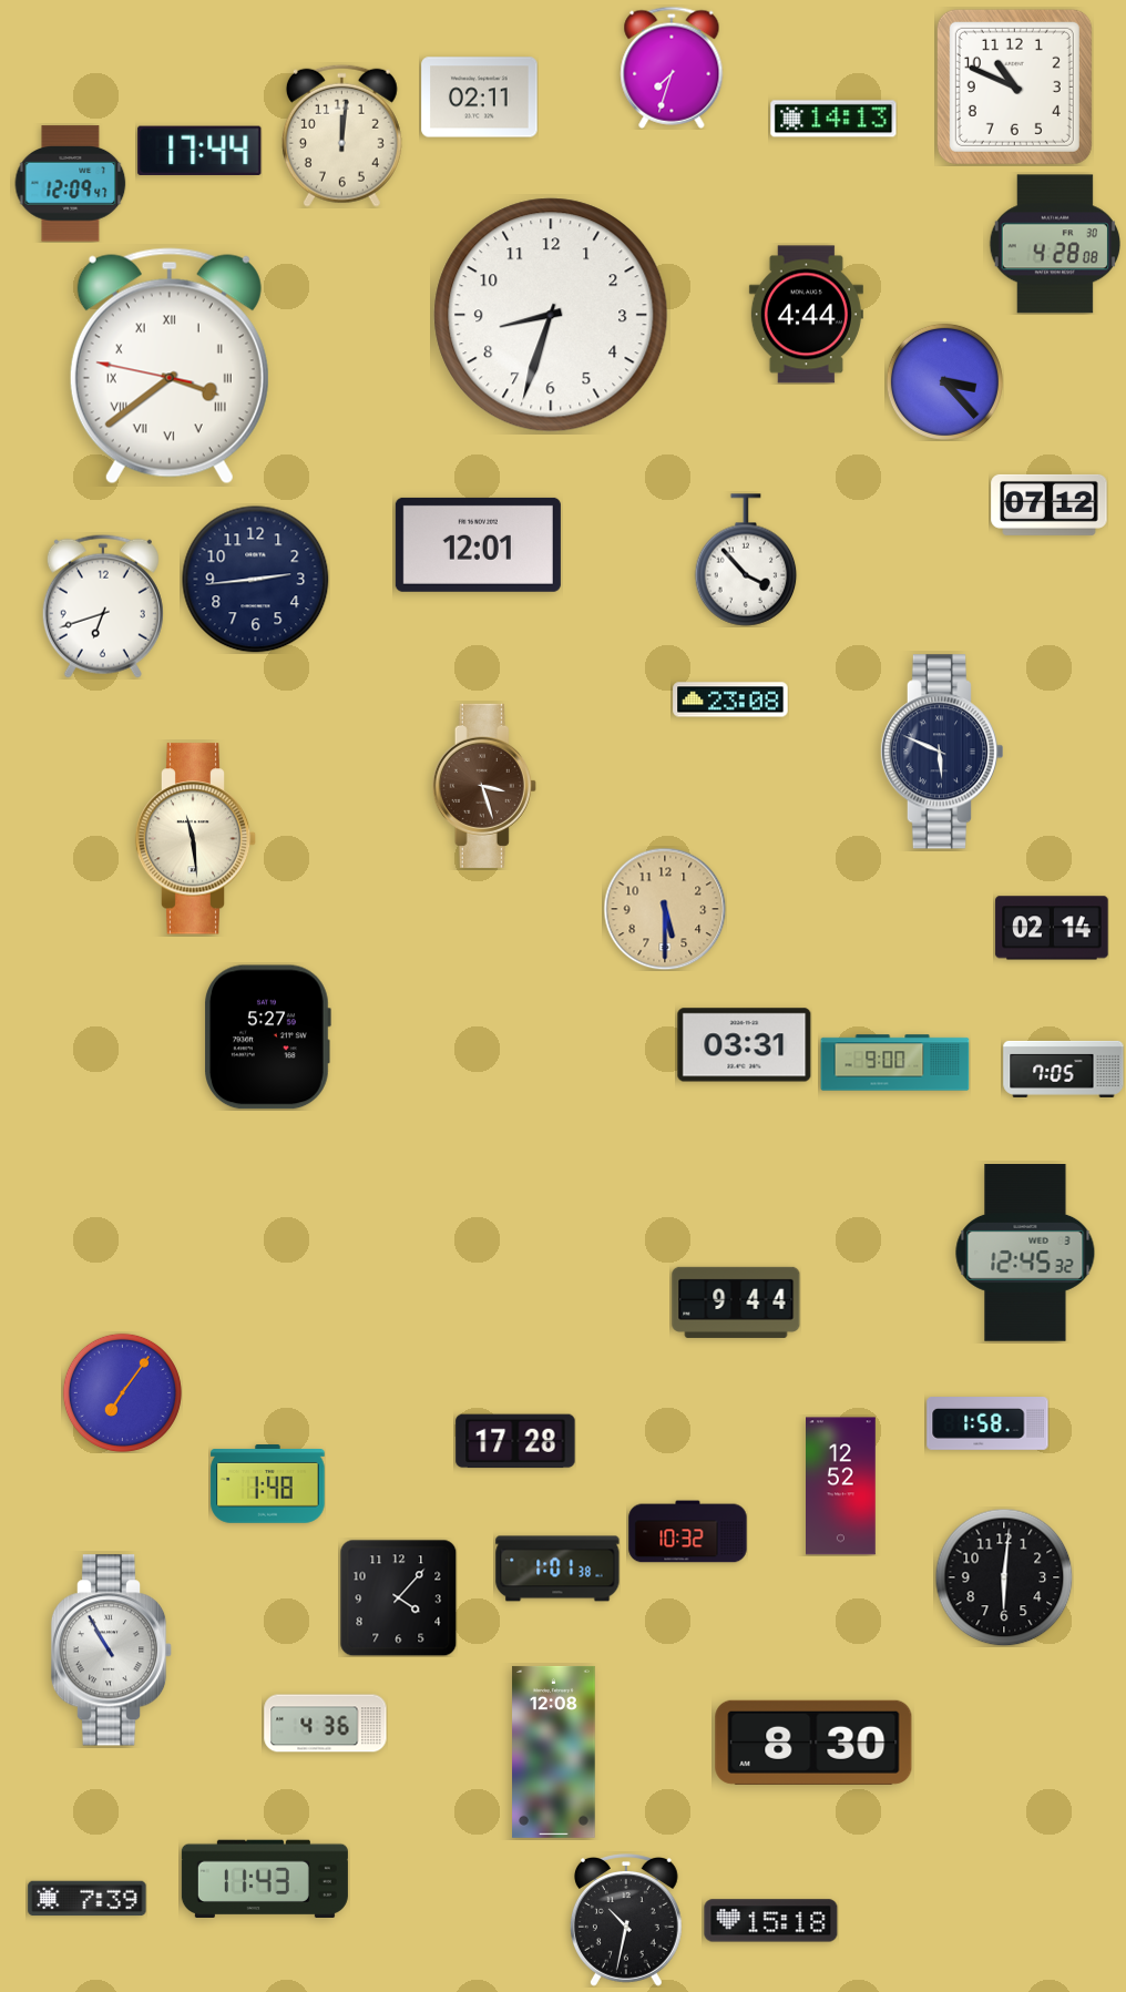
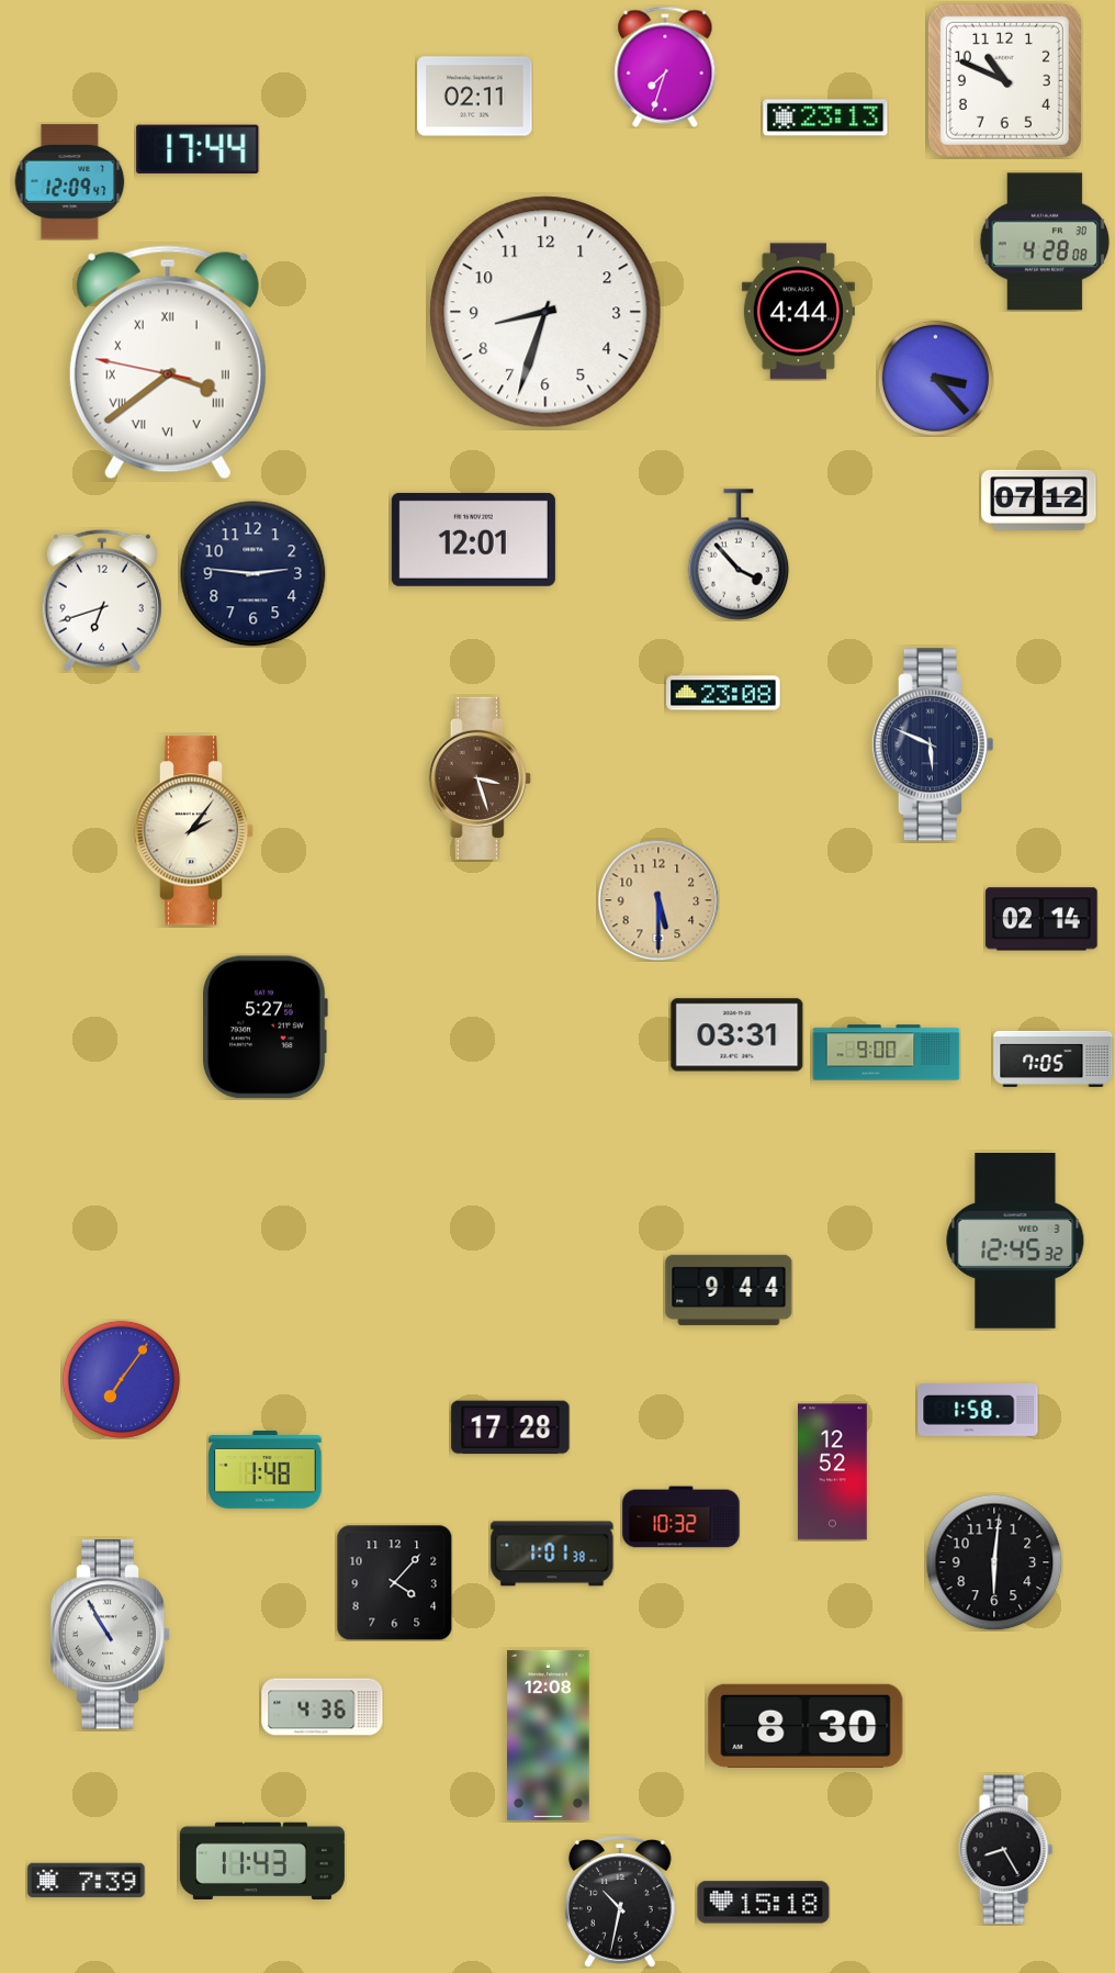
clock at (1014, 86) position: (1014, 86) -> (1004, 80)
clock at (833, 119): 14:13 -> 23:13
clock at (341, 135): 12:01 -> none
clock at (256, 580): 2:44 -> 2:46
clock at (196, 839): 11:29 -> 2:06
clock at (1006, 1850): none -> 8:25
